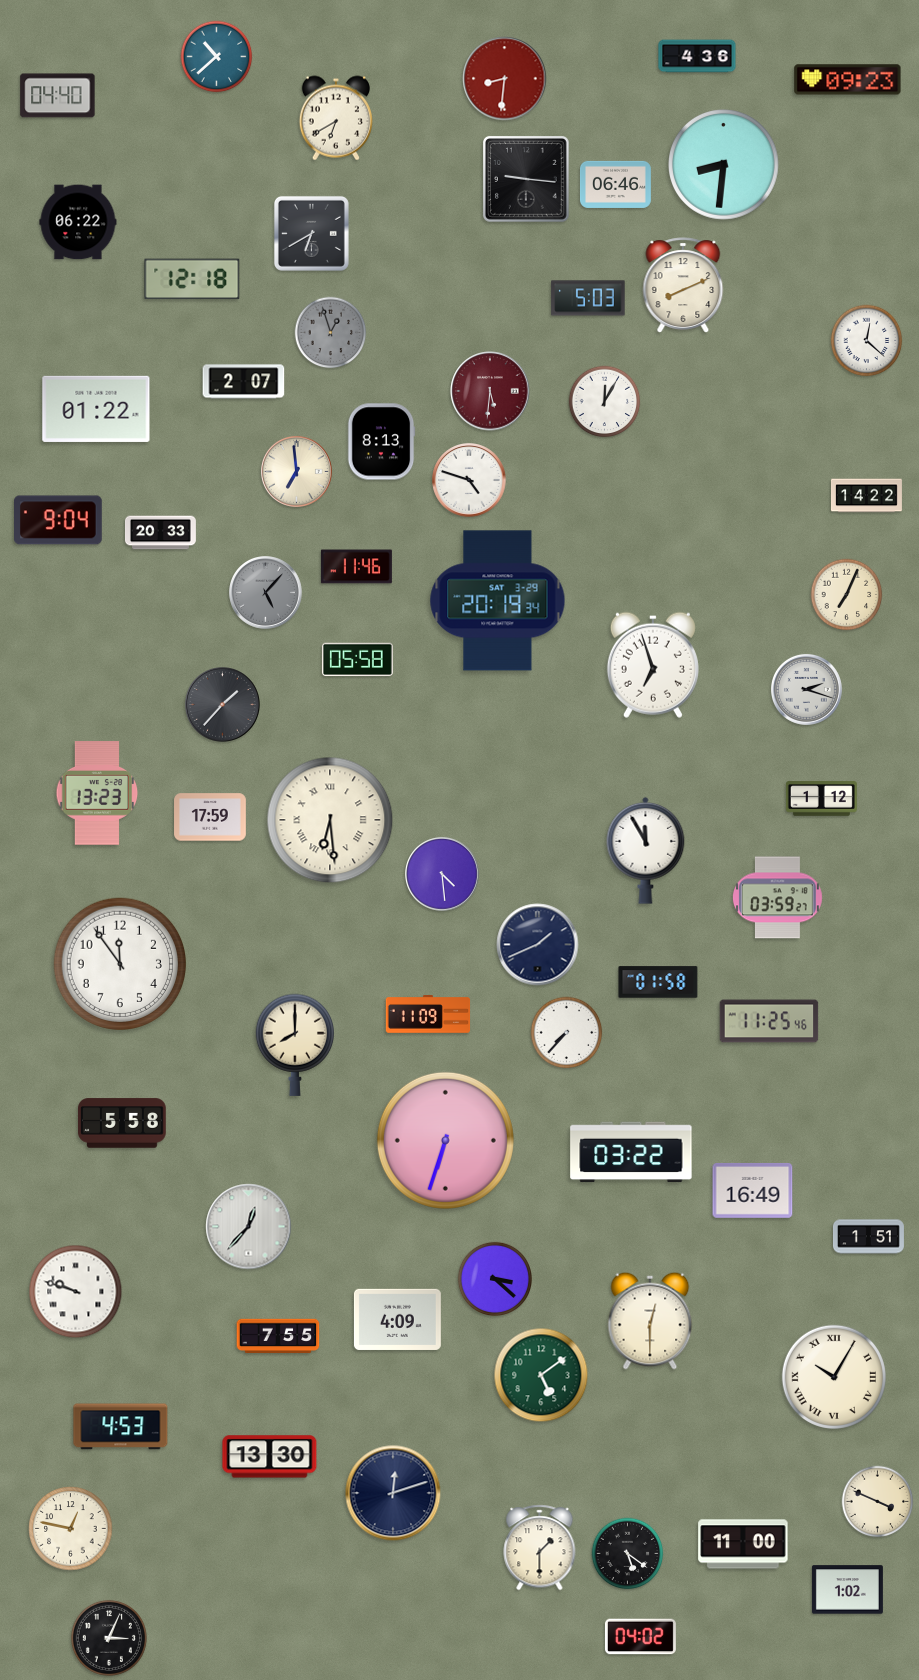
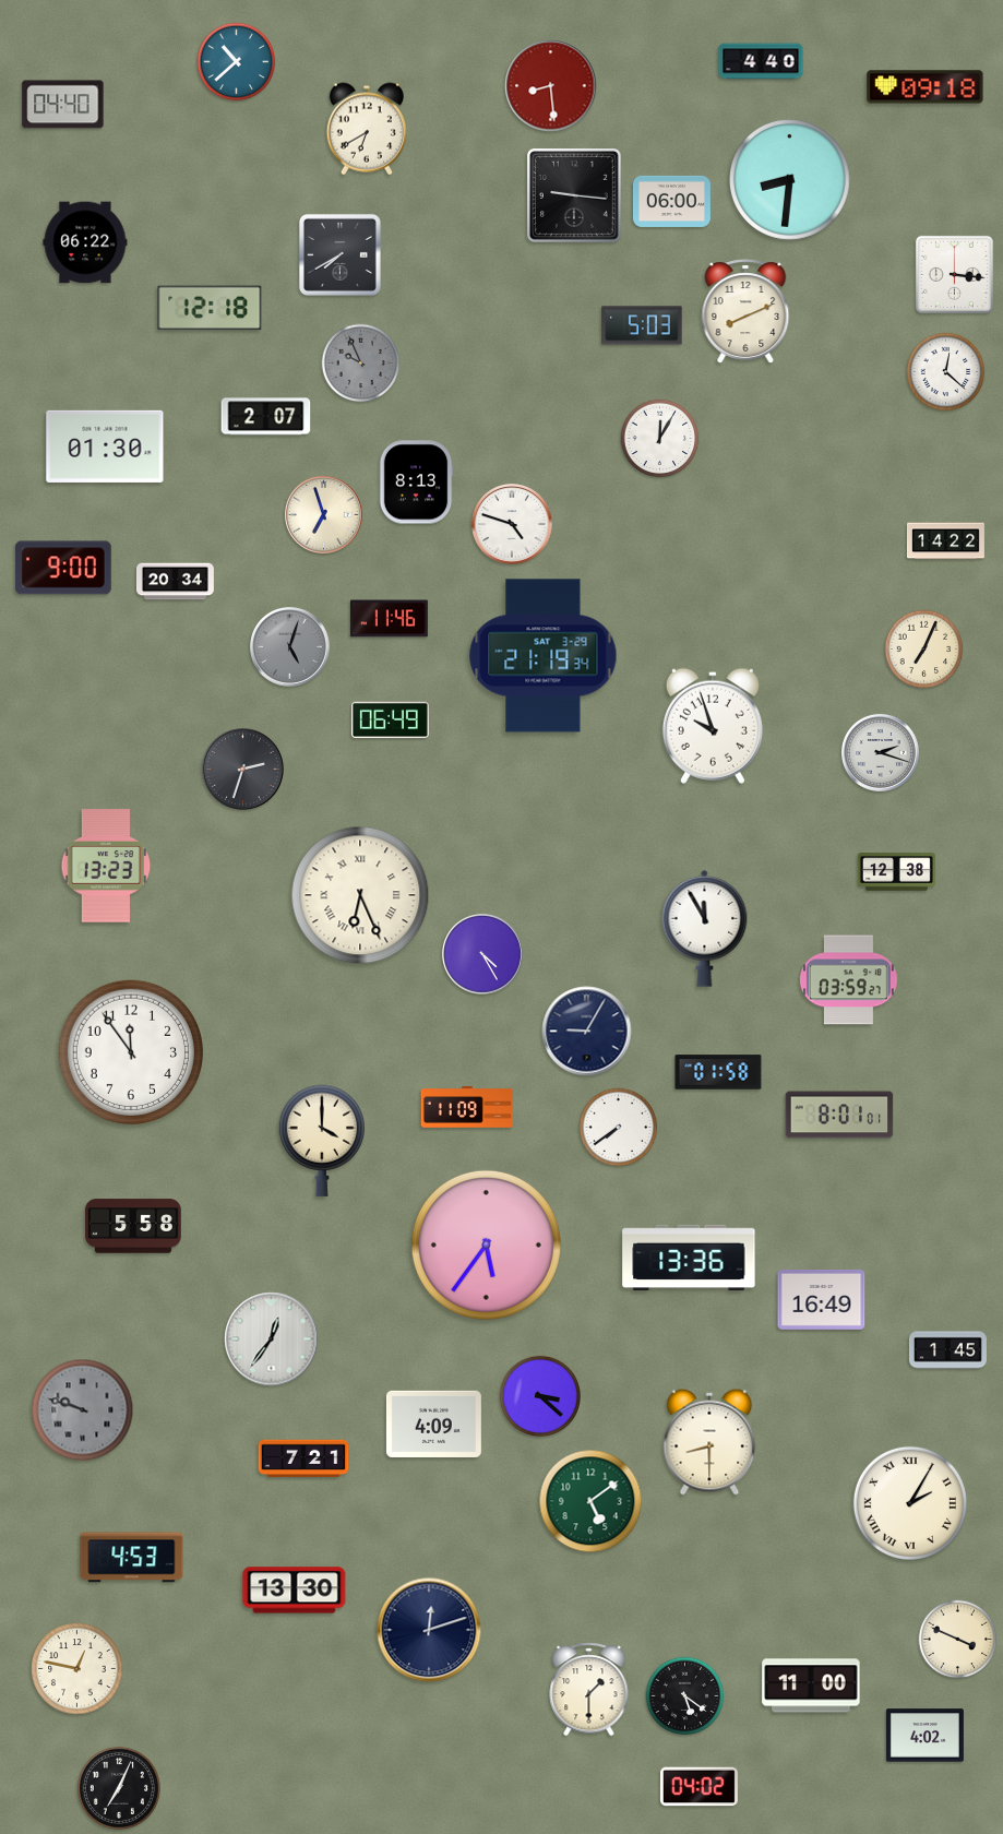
clock at (697, 56): 4:36 -> 4:40
clock at (505, 79): 8:31 -> 8:29
clock at (848, 80): 09:23 -> 09:18
clock at (615, 184): 06:46 -> 06:00
clock at (311, 233): 6:40 -> 7:40
clock at (954, 274): none -> 3:16
clock at (192, 279) position: (192, 279) -> (210, 308)
clock at (331, 333): 12:57 -> 9:56
clock at (490, 391): 5:31 -> none
clock at (96, 409): 01:22 -> 01:30
clock at (296, 471): 6:59 -> 6:57
clock at (59, 520): 9:04 -> 9:00
clock at (160, 533): 20:33 -> 20:34
clock at (266, 593): 5:07 -> 5:03
clock at (498, 601): 20:19 -> 21:19
clock at (357, 660): 05:58 -> 06:49
clock at (653, 665): 6:57 -> 9:57
clock at (223, 705): 1:37 -> 2:33
clock at (821, 799): 1:12 -> 12:38
clock at (210, 817): 17:59 -> none
clock at (330, 820): 6:29 -> 6:26
clock at (443, 875): 4:29 -> 4:25
clock at (538, 945): 1:41 -> 9:05
clock at (769, 1021): 11:25 -> 8:01
clock at (567, 1033): 7:37 -> 7:39
clock at (294, 1045): 8:00 -> 4:00
clock at (445, 1140): 6:33 -> 5:36
clock at (631, 1152): 03:22 -> 13:36
clock at (249, 1227): 12:37 -> 12:36
clock at (868, 1237): 1:51 -> 1:45
clock at (76, 1292) dial: white -> grey
clock at (397, 1319) position: (397, 1319) -> (433, 1424)
clock at (650, 1321): 12:30 -> 8:30
clock at (278, 1336): 7:55 -> 7:21
clock at (834, 1377): 10:05 -> 2:05
clock at (847, 1590): 1:02 -> 4:02
clock at (109, 1638): 3:04 -> 7:04
